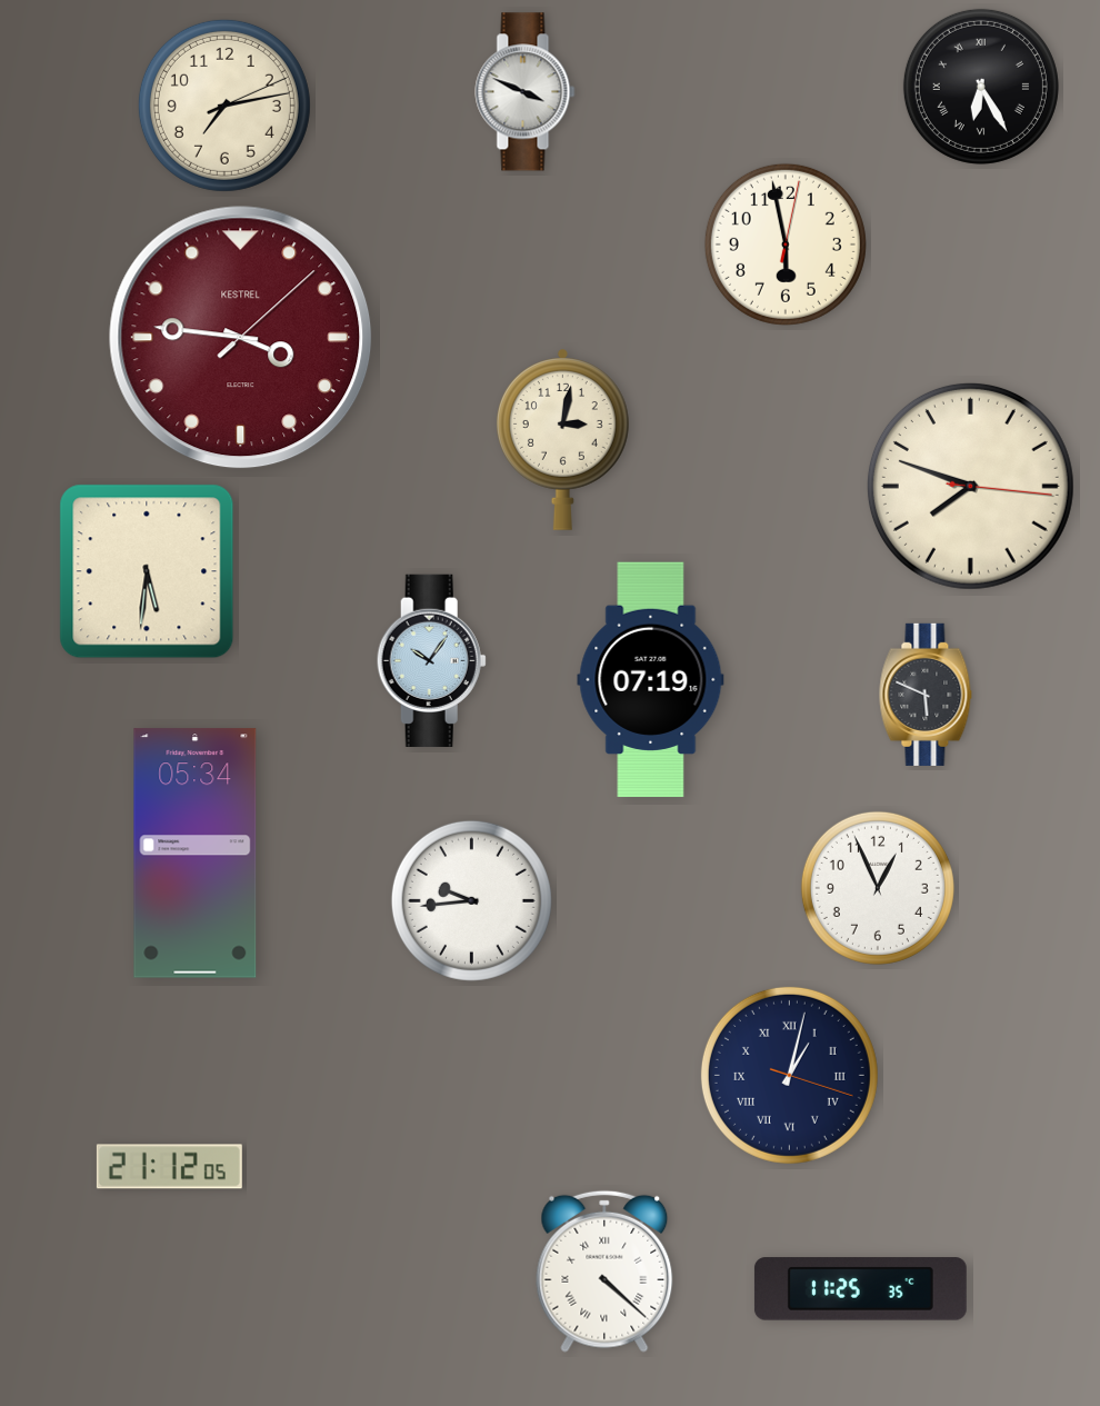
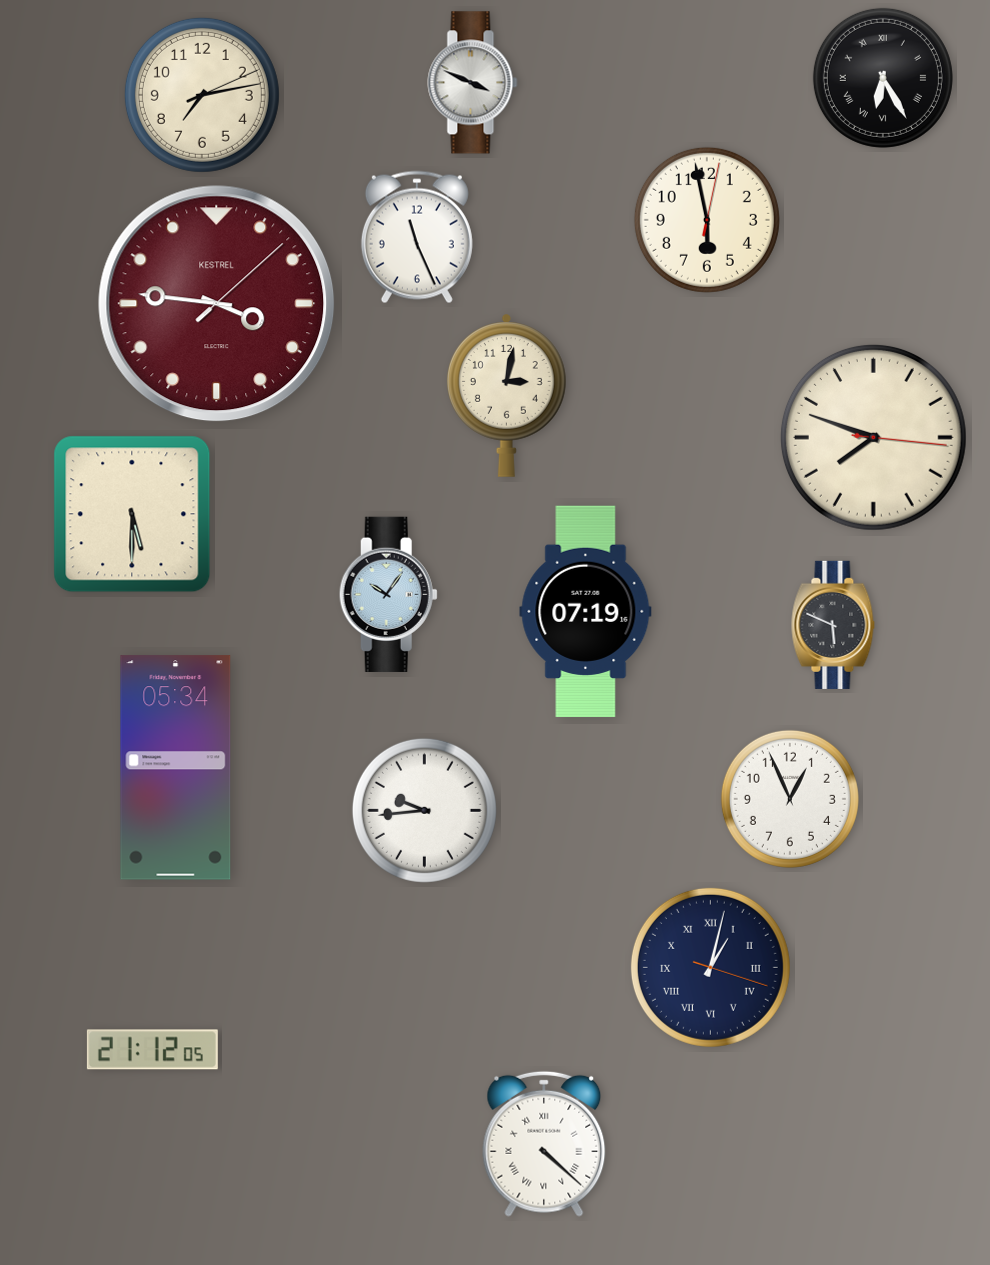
clock at (417, 237): none -> 11:26
clock at (147, 571): 5:31 -> 5:30
clock at (860, 1289): 11:25 -> none
